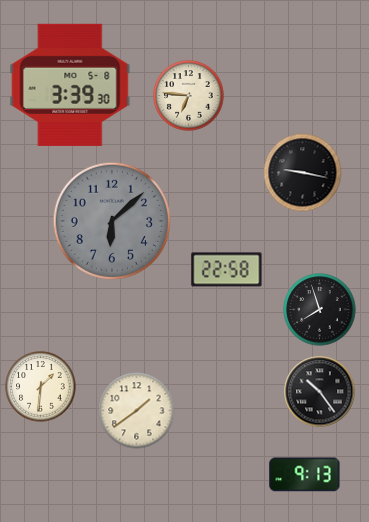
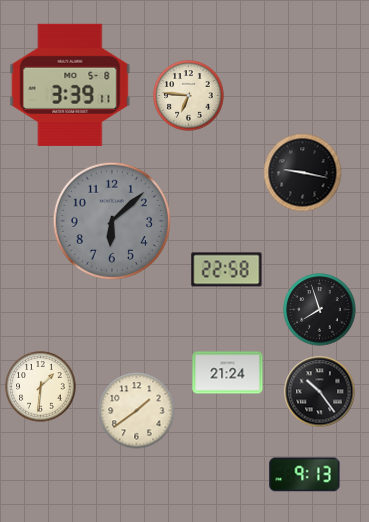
clock at (70, 85): 3:39:30 -> 3:39:11
clock at (228, 373): none -> 21:24
